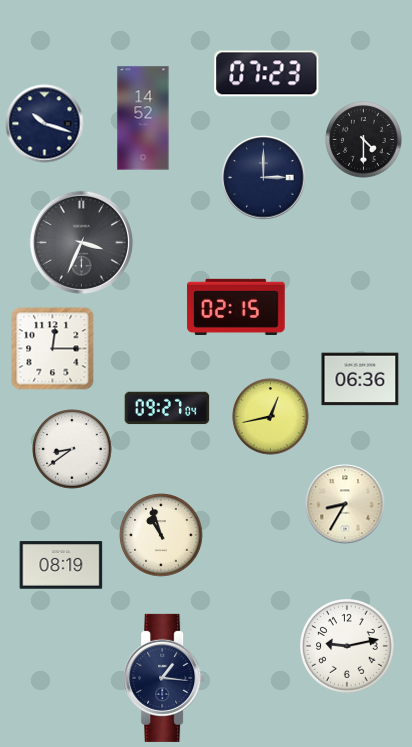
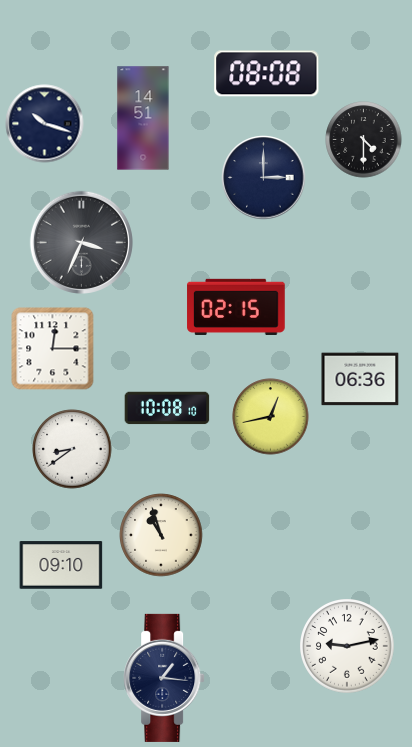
clock at (267, 74): 07:23 -> 08:08
clock at (143, 118): 14:52 -> 14:51
clock at (167, 408): 09:27 -> 10:08
clock at (345, 504): 8:35 -> none
clock at (61, 565): 08:19 -> 09:10
